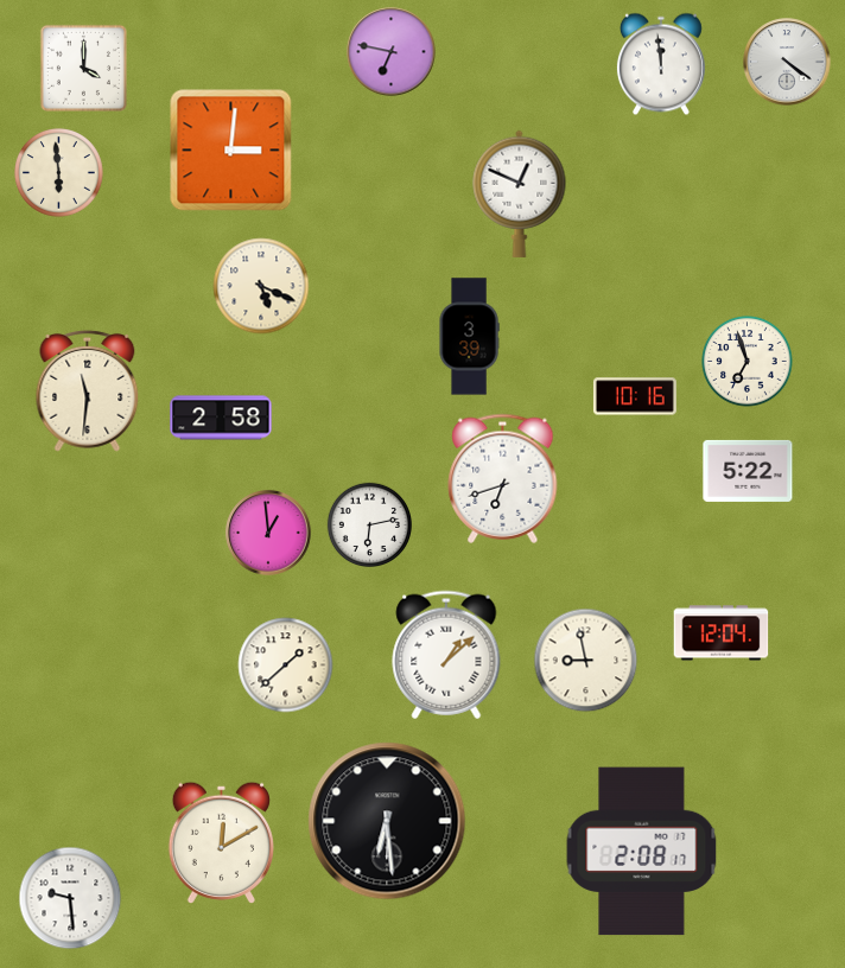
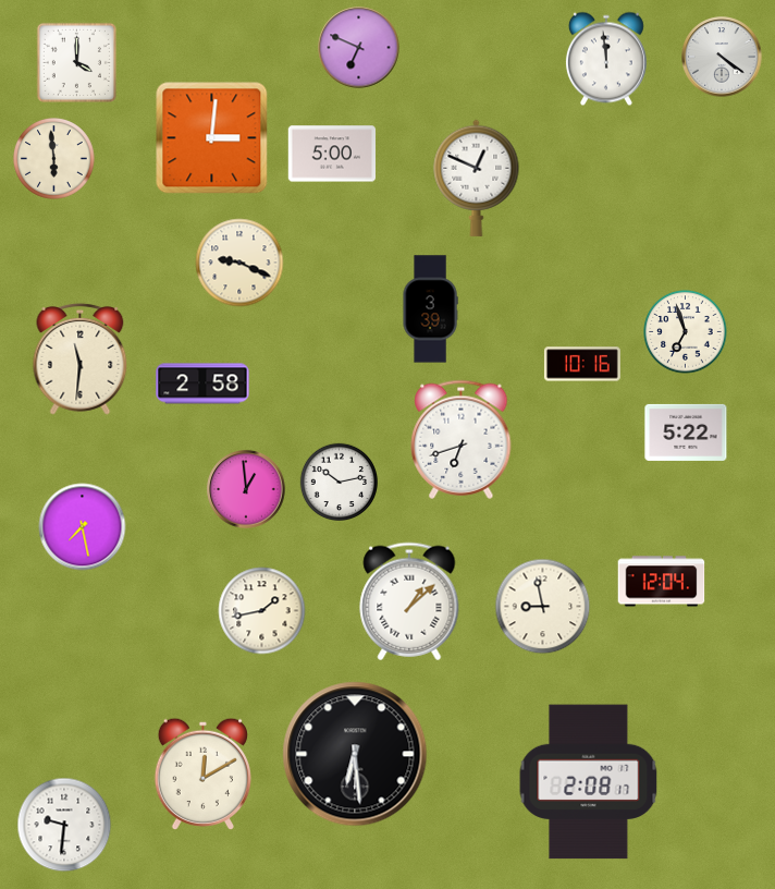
clock at (392, 52): 6:47 -> 6:49
clock at (332, 154): none -> 5:00
clock at (261, 286): 5:19 -> 9:19
clock at (369, 524): 6:13 -> 10:13
clock at (83, 527): none -> 7:28
clock at (586, 661) position: (586, 661) -> (543, 607)
clock at (286, 665): 1:38 -> 1:43
clock at (70, 898): 9:29 -> 9:31
